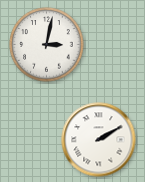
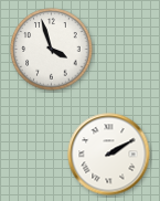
clock at (47, 45): 3:02 -> 3:57
